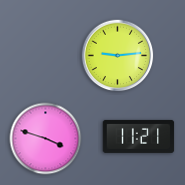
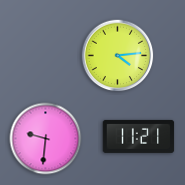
clock at (118, 56): 9:14 -> 4:14
clock at (46, 139): 3:48 -> 9:31
